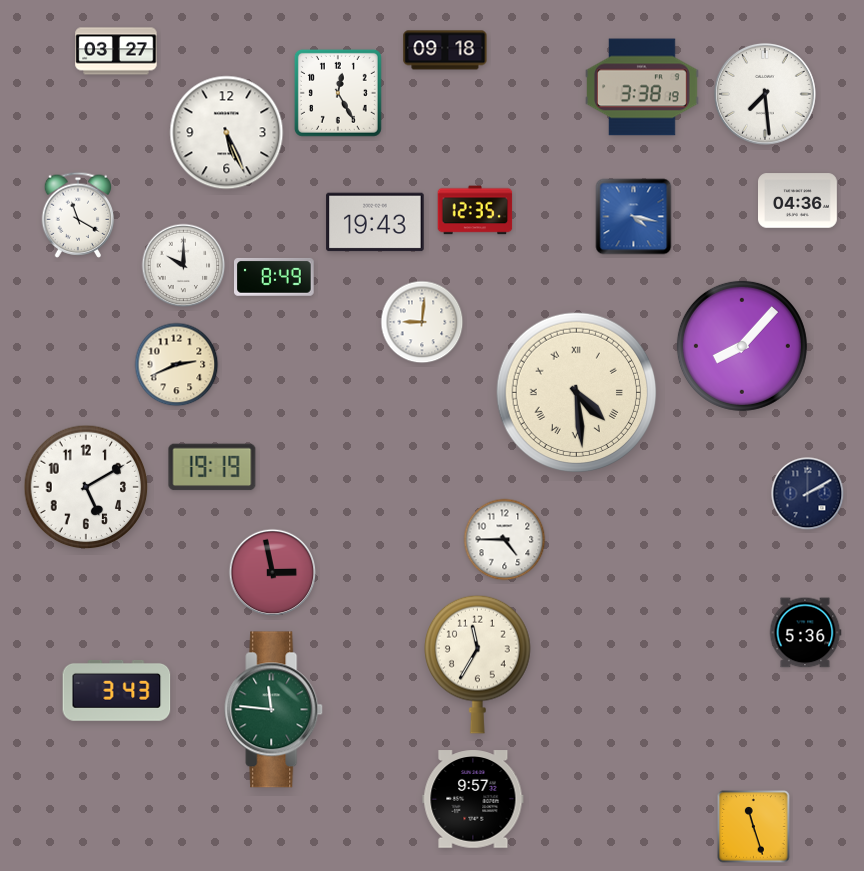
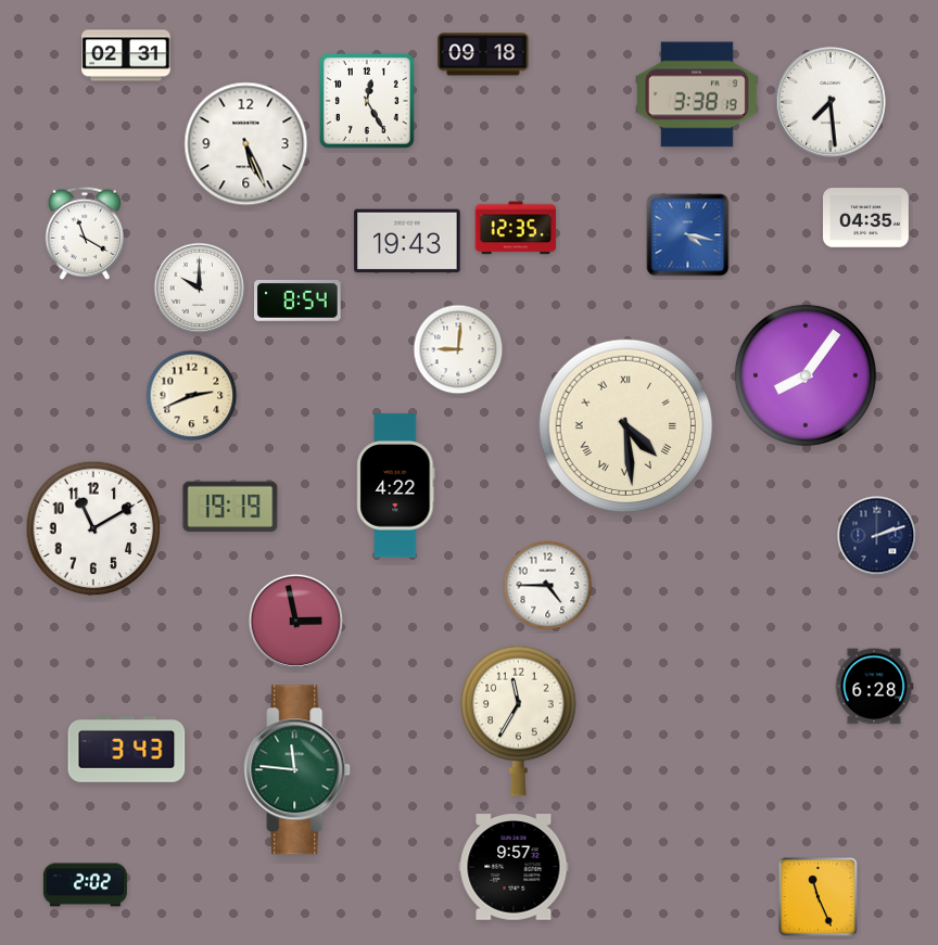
clock at (116, 51): 03:27 -> 02:31
clock at (798, 201): 04:36 -> 04:35
clock at (274, 277): 8:49 -> 8:54
clock at (742, 346): 8:07 -> 8:06
clock at (396, 486): none -> 4:22
clock at (86, 487): 5:10 -> 11:10
clock at (808, 494): 2:10 -> 2:12
clock at (805, 633): 5:36 -> 6:28
clock at (85, 885): none -> 2:02
clock at (754, 827): 11:27 -> 11:26
